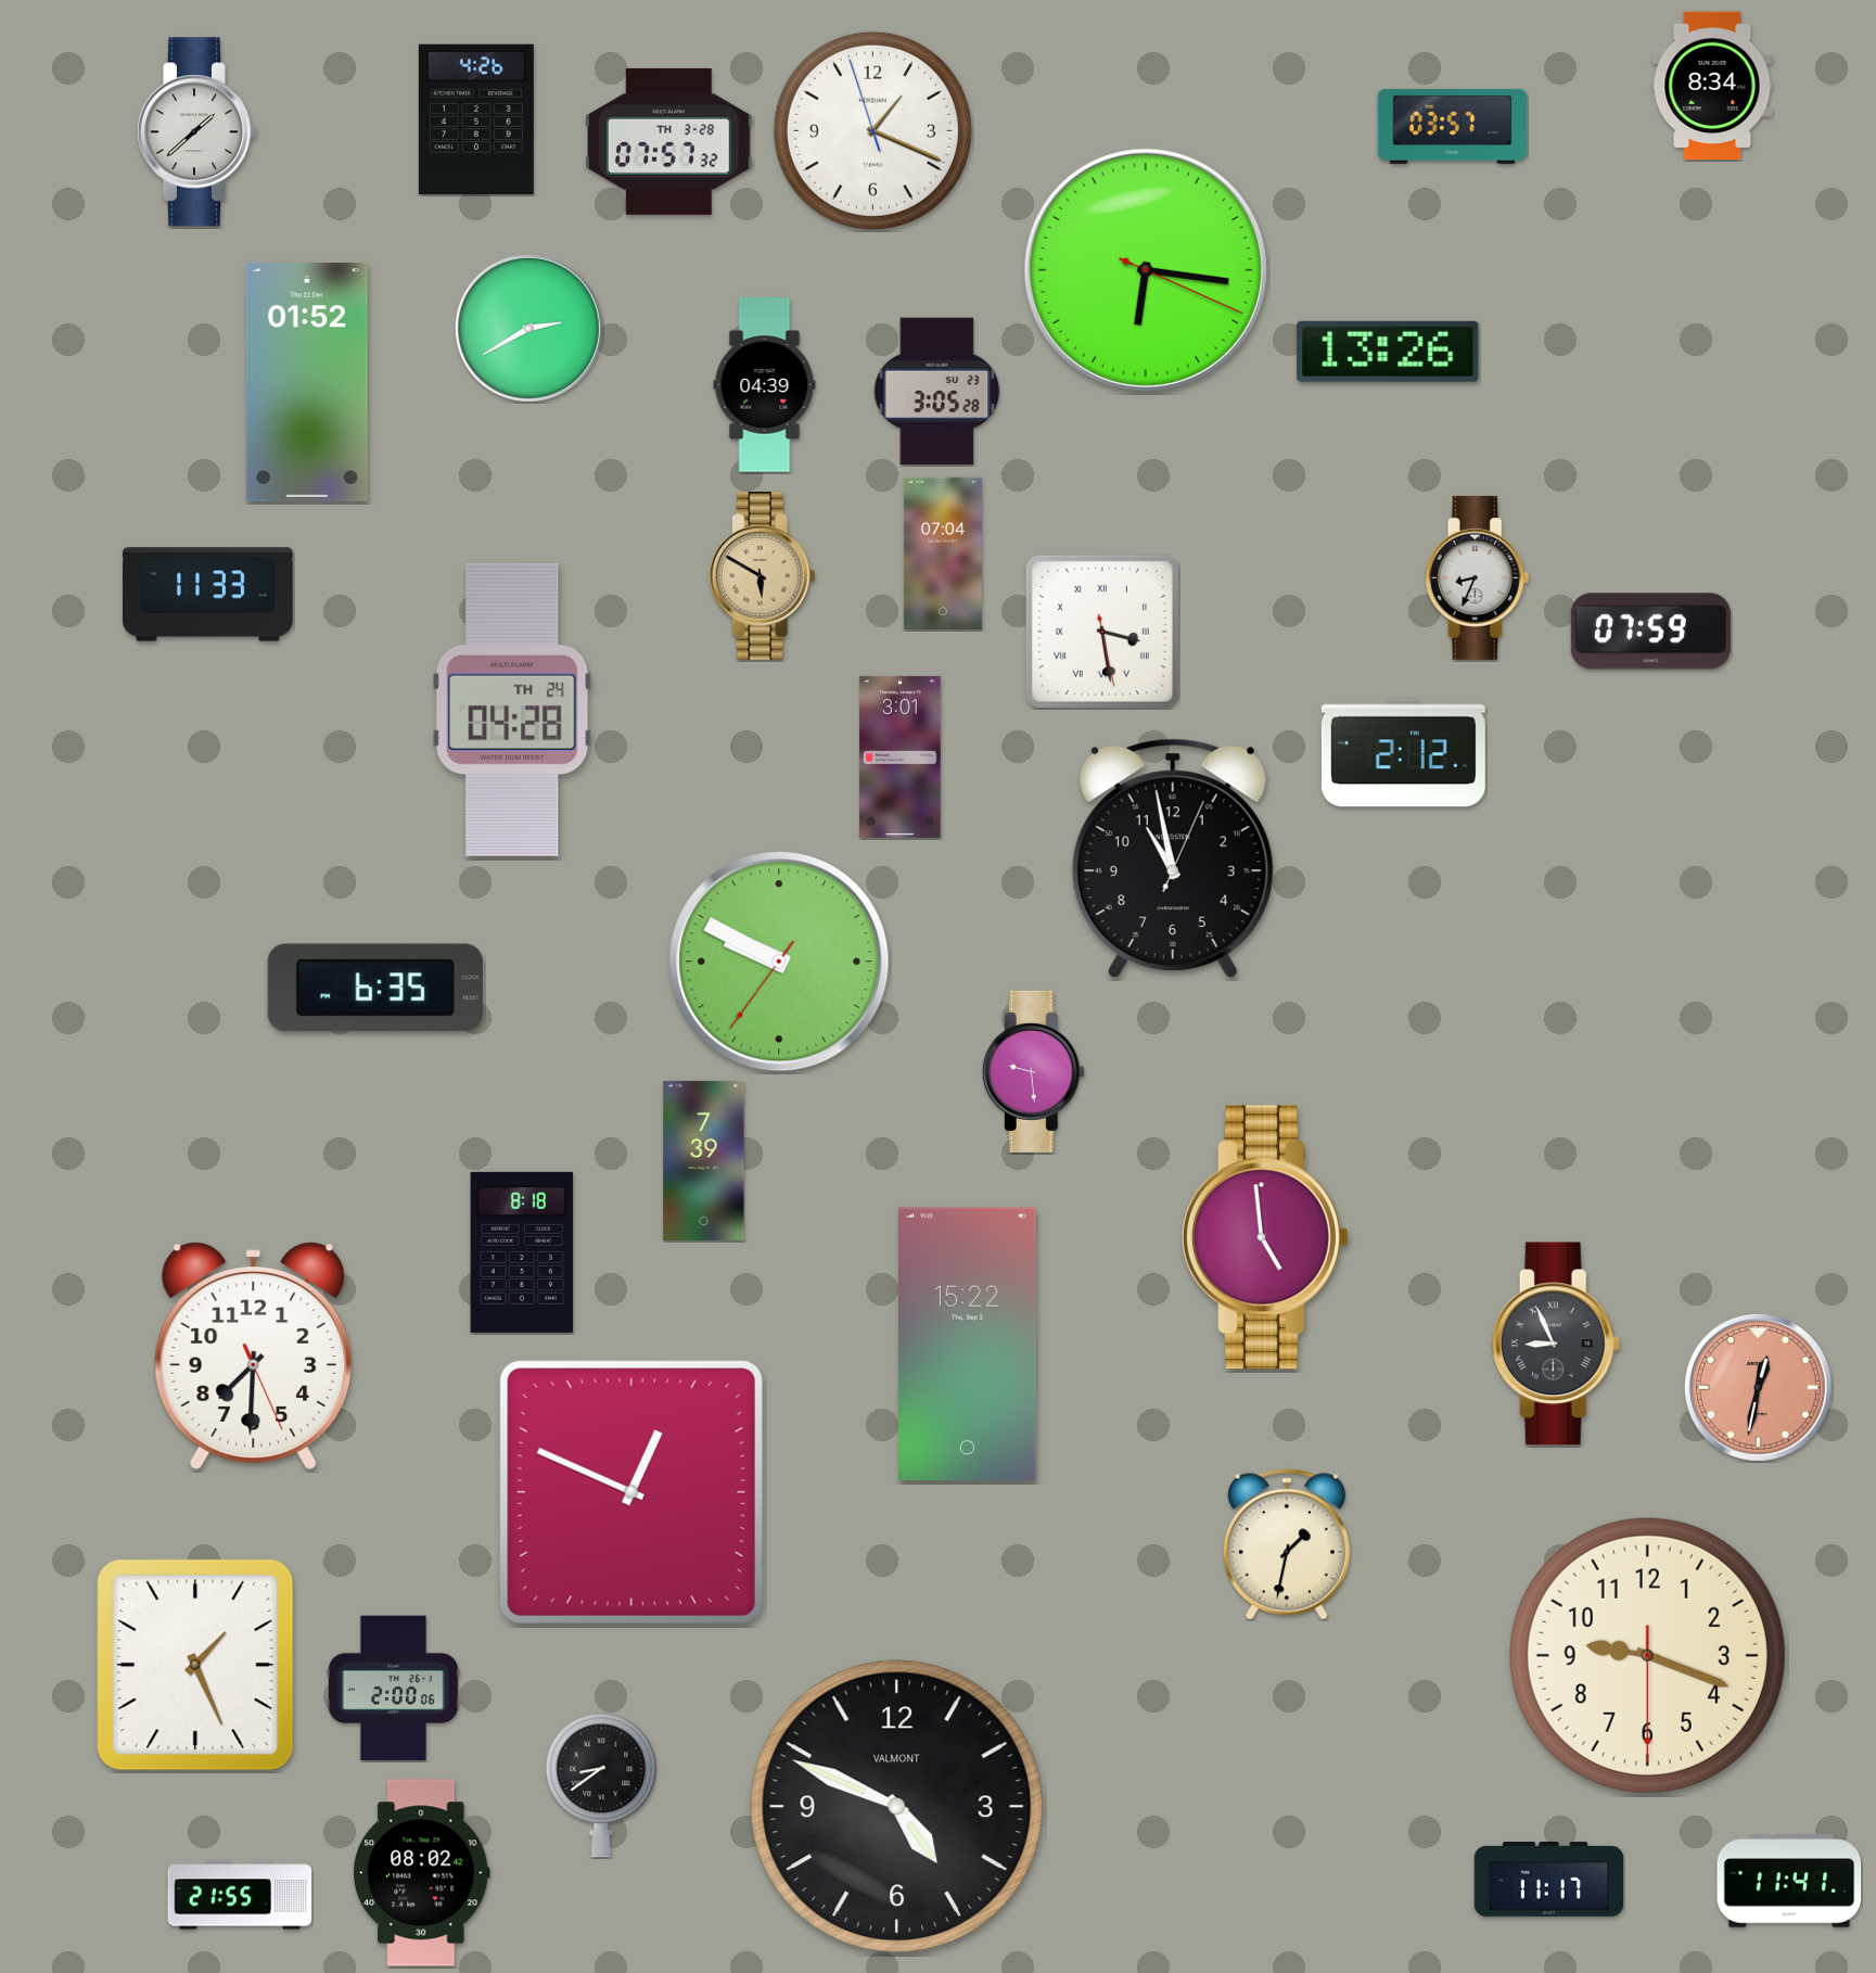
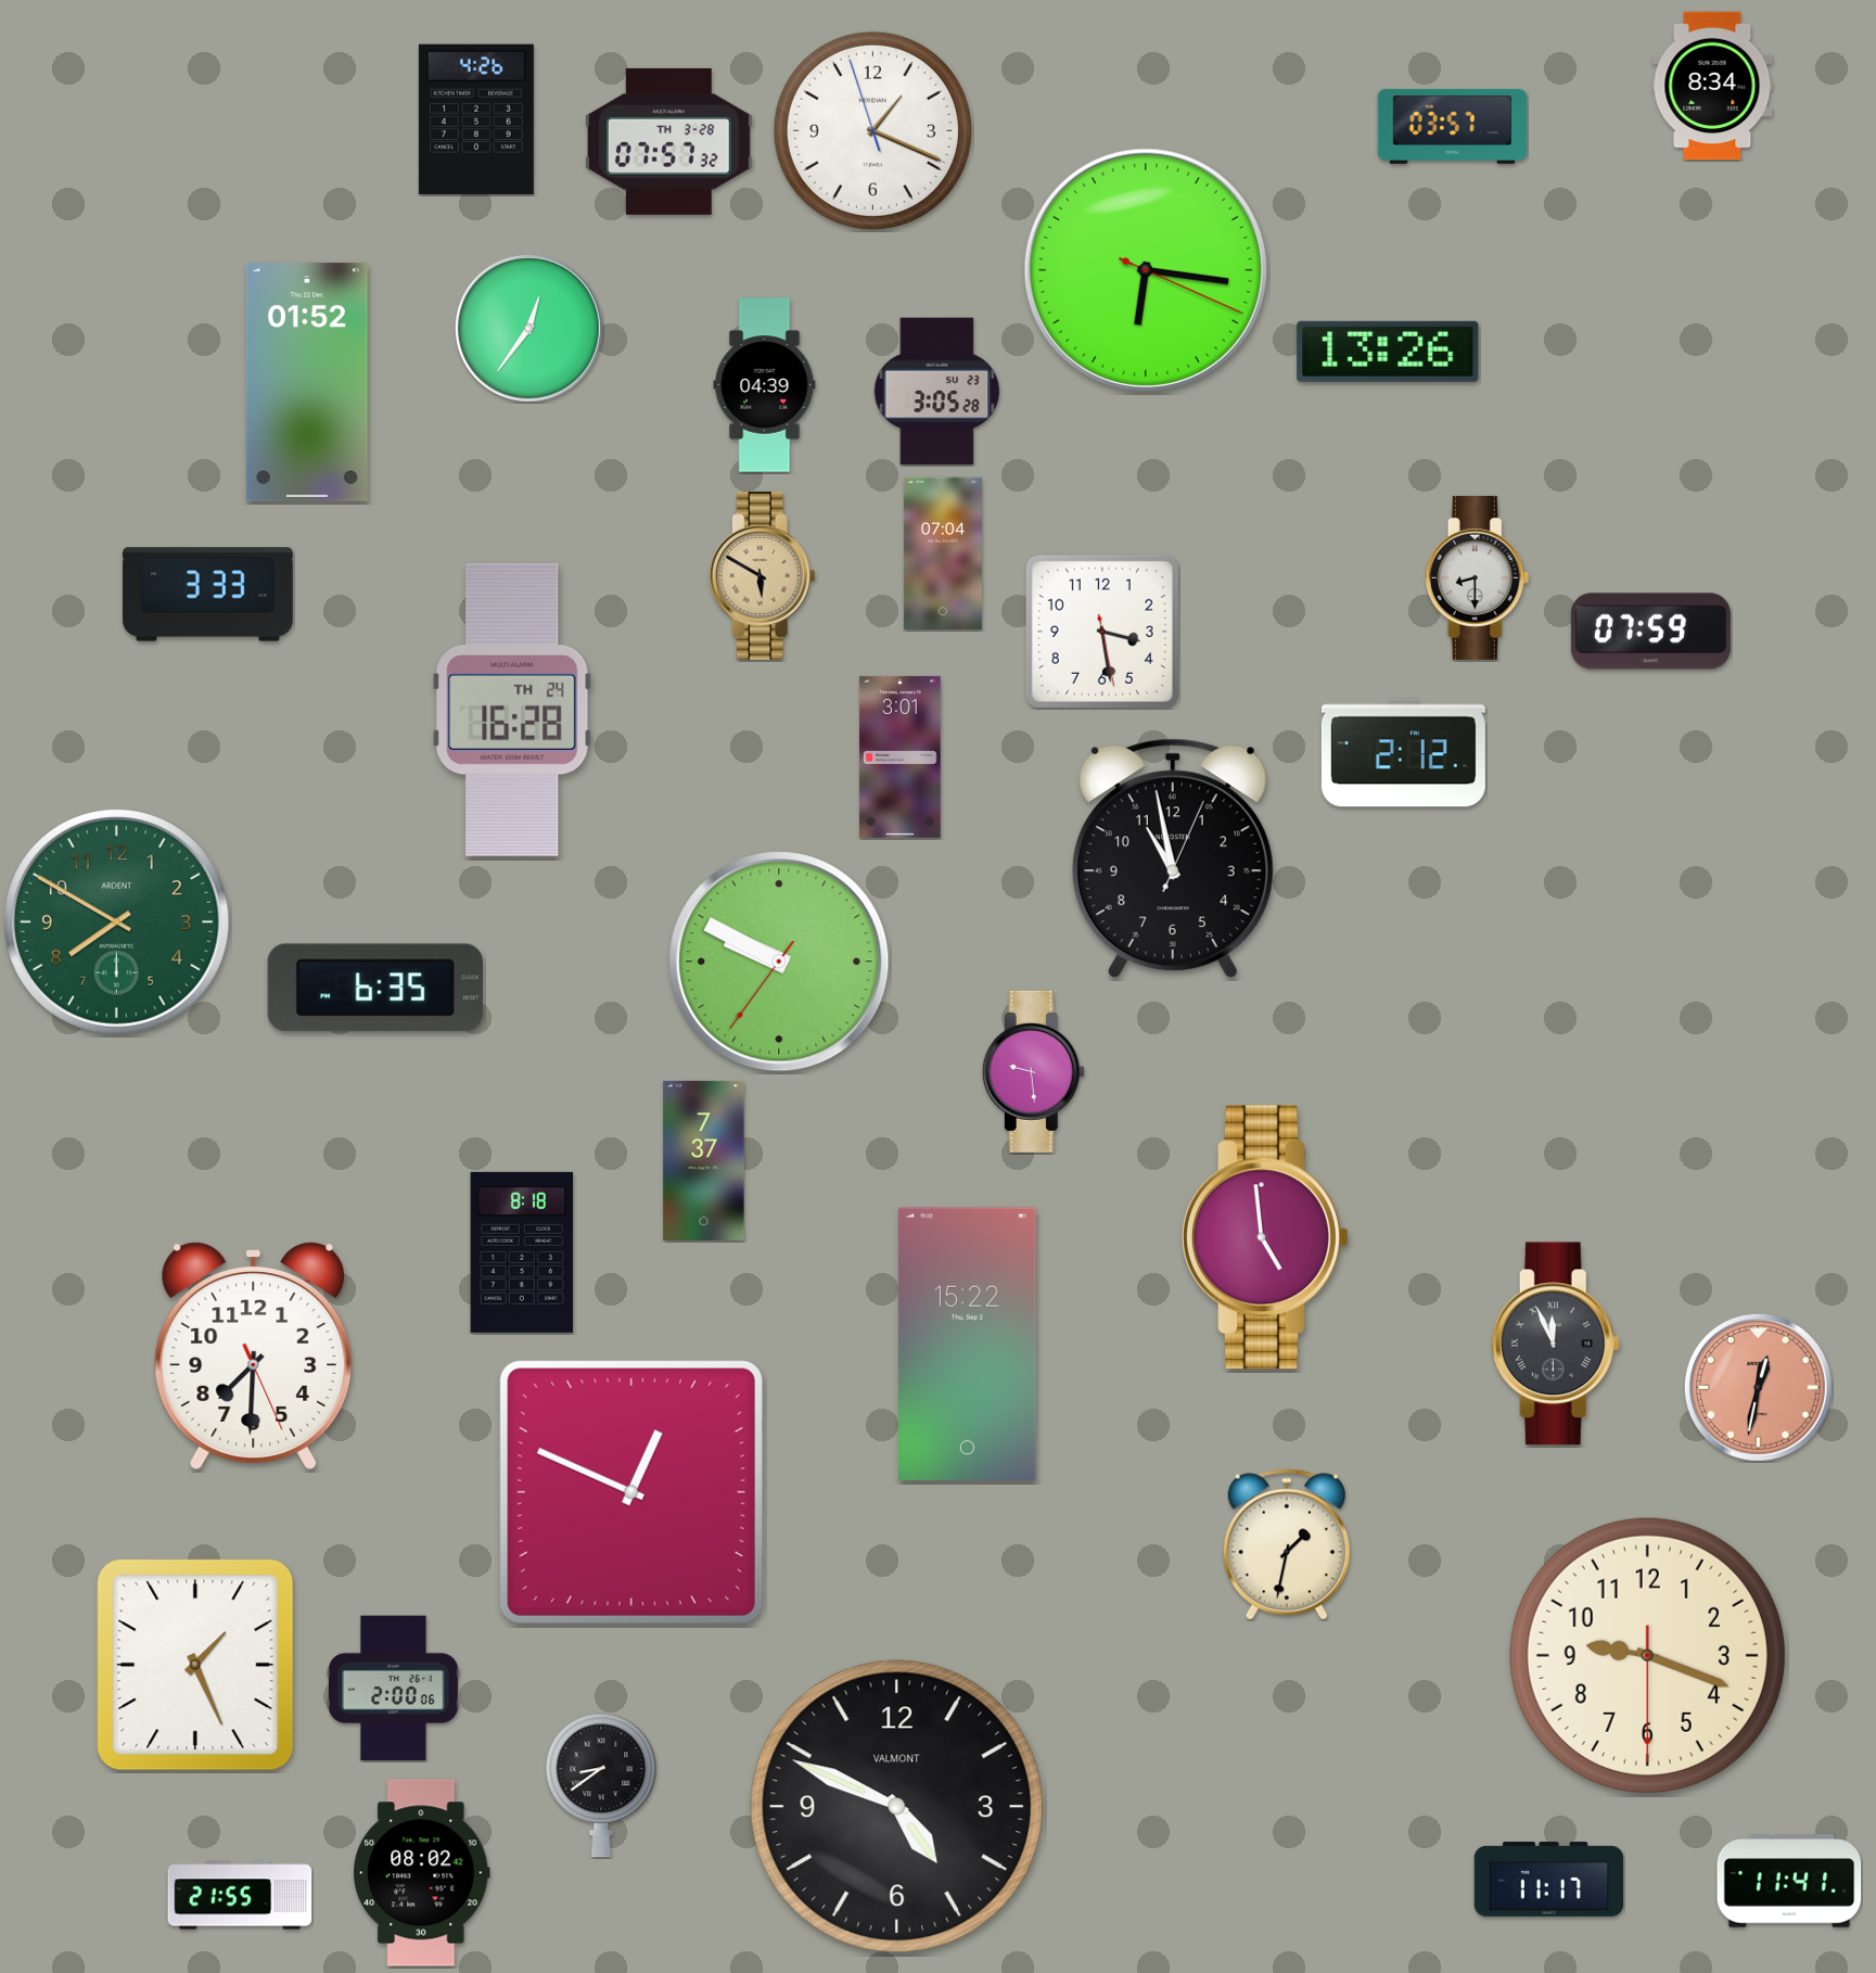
clock at (196, 132): 1:38 -> none
clock at (528, 328): 2:40 -> 12:36
clock at (1478, 577): 8:34 -> 8:30
clock at (208, 595): 11:33 -> 3:33
clock at (1102, 632) numerals: Roman -> Arabic
clock at (512, 710): 04:28 -> 16:28
clock at (117, 922): none -> 7:50
clock at (704, 1160): 7:39 -> 7:37
clock at (1556, 1344): 8:56 -> 11:56
